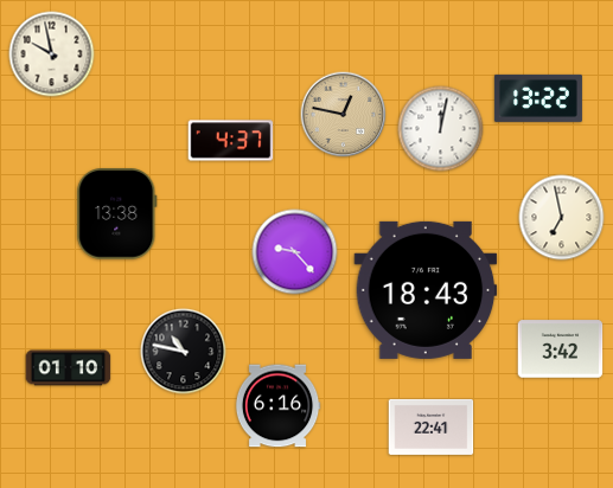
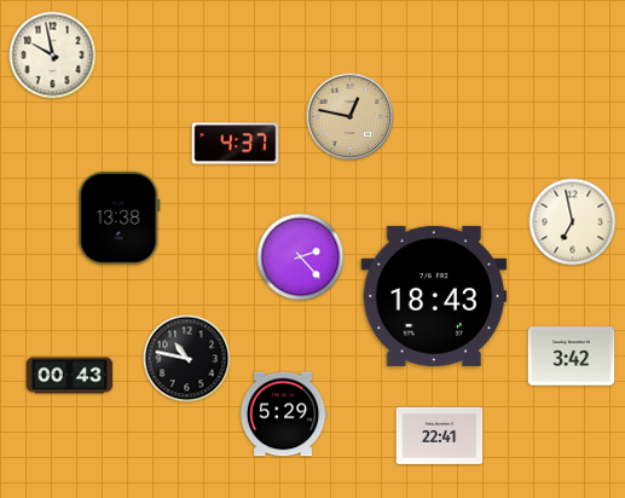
clock at (538, 98): 13:22 -> none
clock at (441, 129): 12:02 -> none
clock at (295, 252): 9:23 -> 2:23
clock at (69, 368): 01:10 -> 00:43
clock at (277, 406): 6:16 -> 5:29
